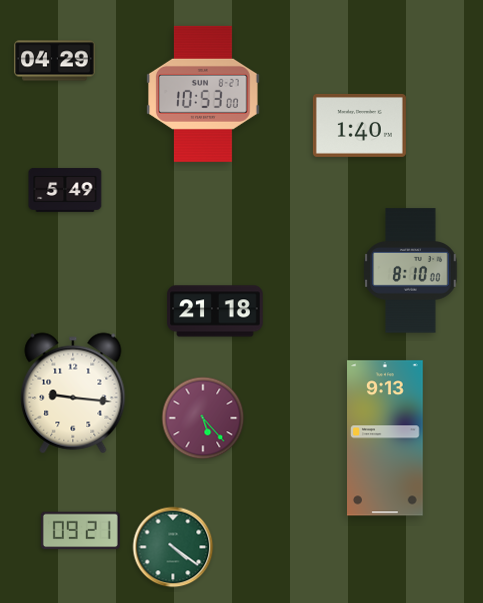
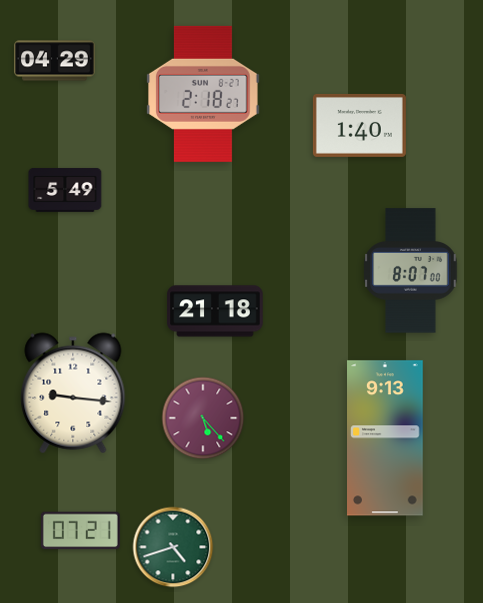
clock at (204, 94): 10:53 -> 2:18
clock at (411, 271): 8:10 -> 8:07
clock at (80, 531): 09:21 -> 07:21
clock at (173, 547): 4:21 -> 4:42
